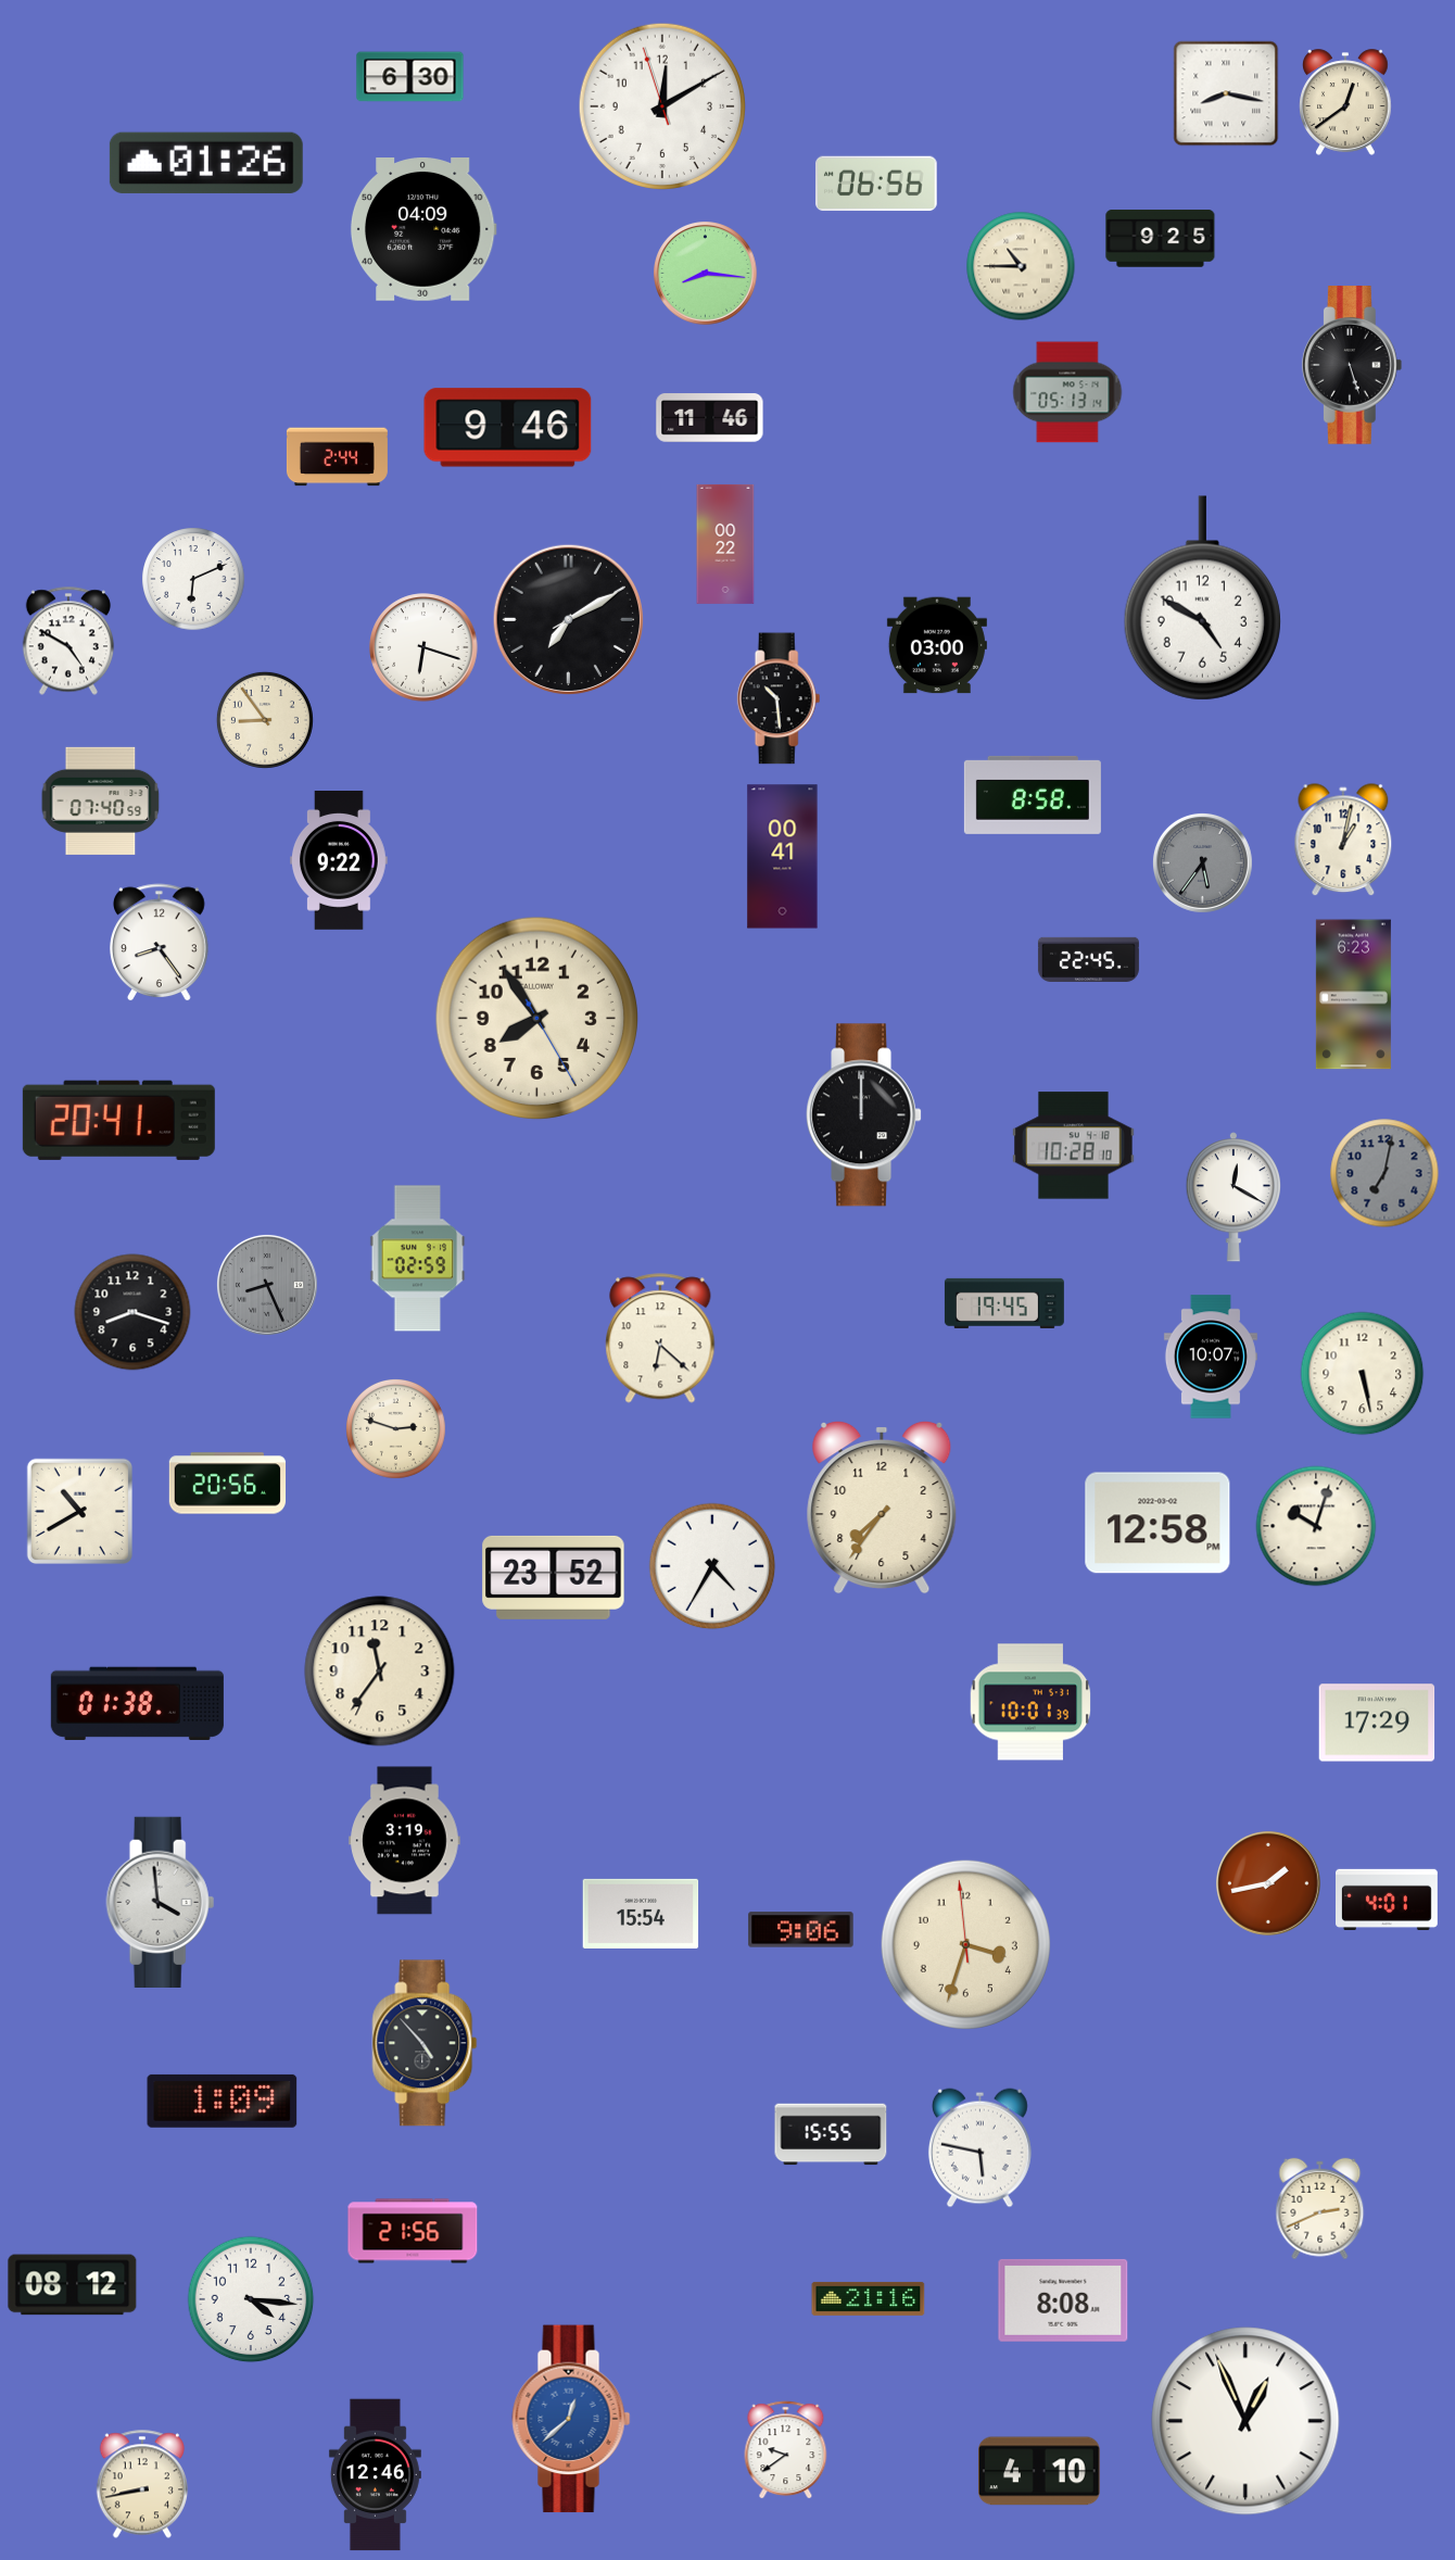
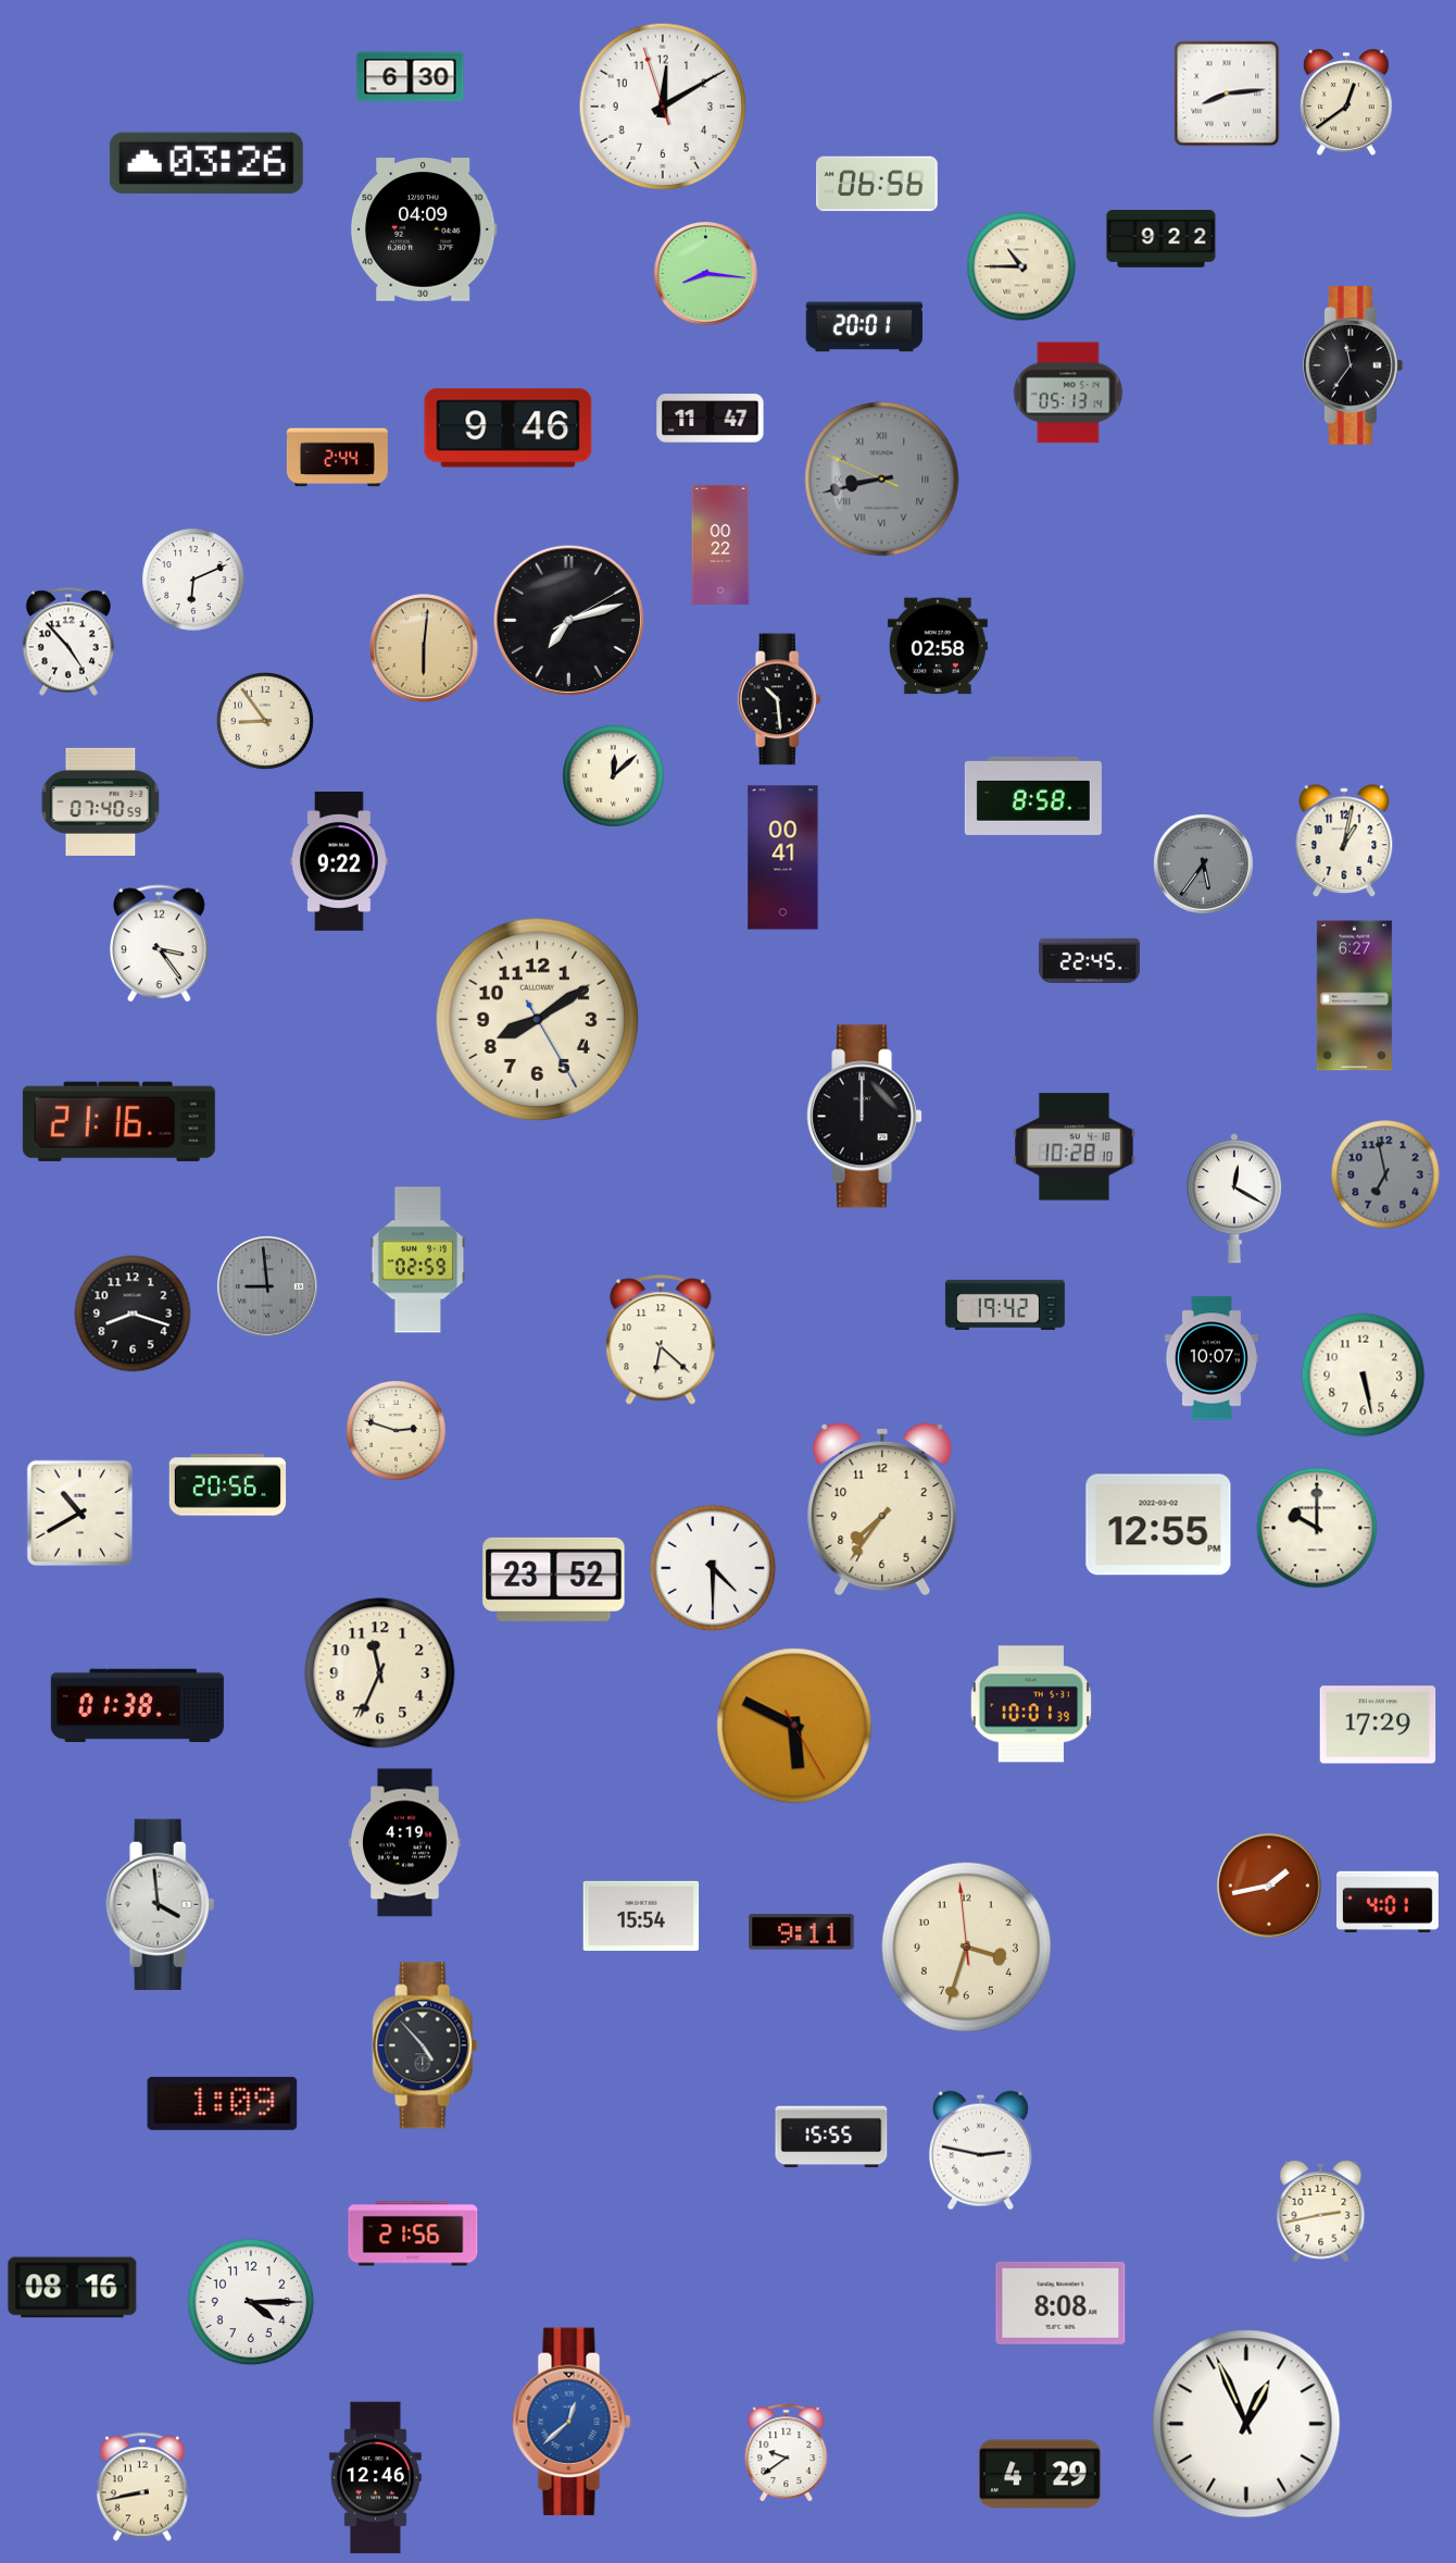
clock at (1226, 93): 8:17 -> 8:14
clock at (206, 163): 01:26 -> 03:26
clock at (1161, 239): 9:25 -> 9:22
clock at (864, 327): none -> 20:01
clock at (1352, 365): 5:27 -> 11:36
clock at (710, 418): 11:46 -> 11:47
clock at (882, 480): none -> 8:42
clock at (725, 544) position: (725, 544) -> (720, 545)
clock at (1202, 598): 4:50 -> none
clock at (568, 619): 7:10 -> 7:12
clock at (67, 641): 4:50 -> 4:53
clock at (937, 645): 03:00 -> 02:58
clock at (423, 647): 6:18 -> 6:01
clock at (423, 647) dial: white -> champagne
clock at (614, 776): none -> 12:08
clock at (160, 943): 8:24 -> 3:24
clock at (1353, 995): 6:23 -> 6:27
clock at (537, 1019): 7:54 -> 8:09
clock at (118, 1120): 20:41 -> 21:16
clock at (1384, 1173): 7:02 -> 6:58
clock at (267, 1285): 8:26 -> 8:59
clock at (1004, 1303): 19:45 -> 19:42
clock at (1157, 1523): 12:58 -> 12:55
clock at (1316, 1526): 10:03 -> 10:00
clock at (712, 1566): 4:35 -> 4:30
clock at (380, 1672): 11:36 -> 11:34
clock at (794, 1726): none -> 5:49
clock at (405, 1841): 3:19 -> 4:19
clock at (801, 1930): 9:06 -> 9:11
clock at (979, 2148): 5:47 -> 2:47
clock at (1320, 2209): 2:41 -> 2:43
clock at (73, 2285): 08:12 -> 08:16
clock at (869, 2298): 21:16 -> none
clock at (251, 2299): 4:16 -> 4:15
clock at (1063, 2300) position: (1063, 2300) -> (1060, 2303)
clock at (1040, 2471): 4:10 -> 4:29
